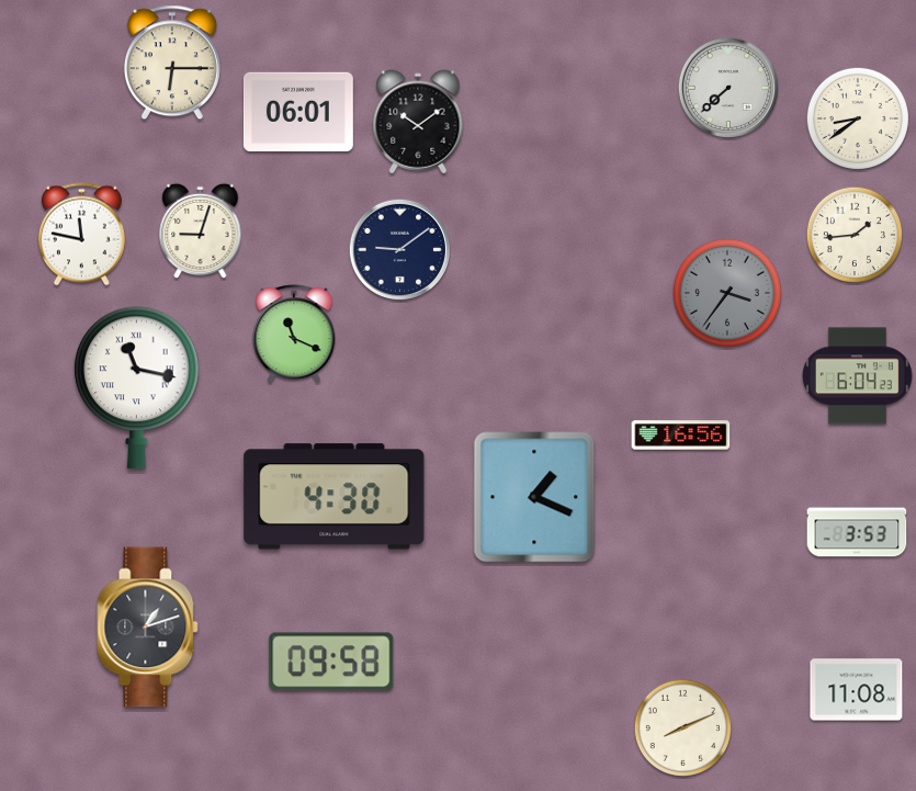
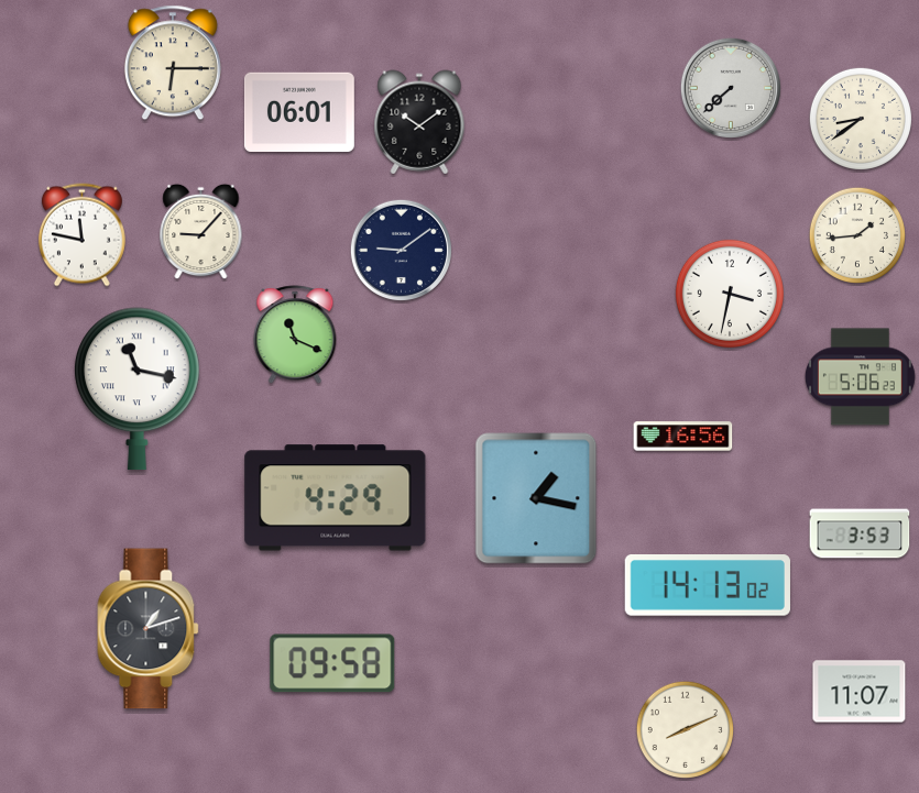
clock at (201, 231): 9:03 -> 9:07
clock at (727, 293): 3:36 -> 3:32
clock at (727, 293) dial: grey -> white
clock at (857, 376): 6:04 -> 5:06
clock at (335, 497): 4:30 -> 4:29
clock at (534, 497): 1:19 -> 1:17
clock at (708, 586): none -> 14:13
clock at (857, 690): 11:08 -> 11:07
